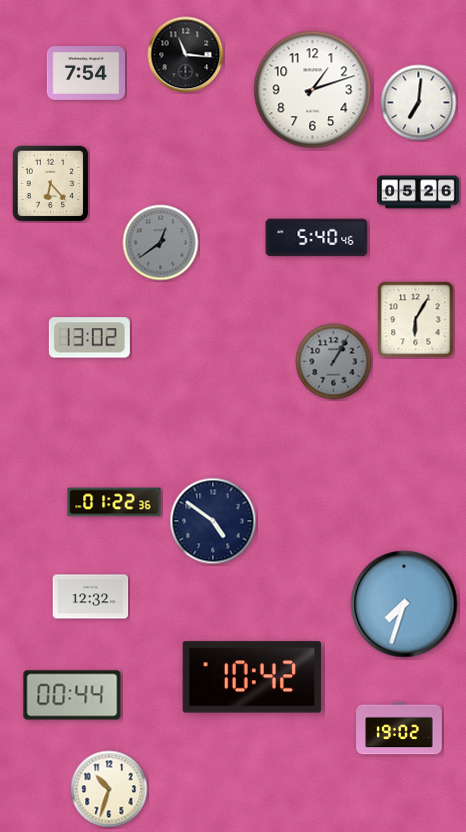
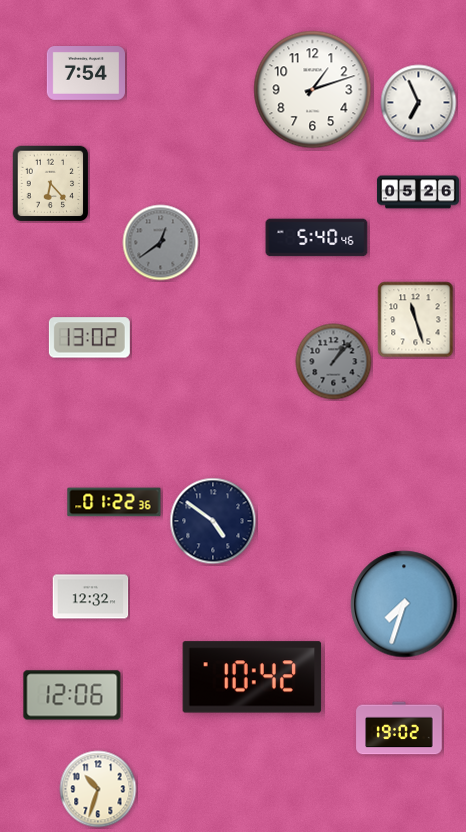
clock at (186, 55): 11:16 -> none
clock at (419, 103): 7:01 -> 6:56
clock at (416, 320): 6:05 -> 11:27
clock at (334, 362): 1:05 -> 1:07
clock at (72, 695): 00:44 -> 12:06
clock at (109, 789) position: (109, 789) -> (98, 789)
